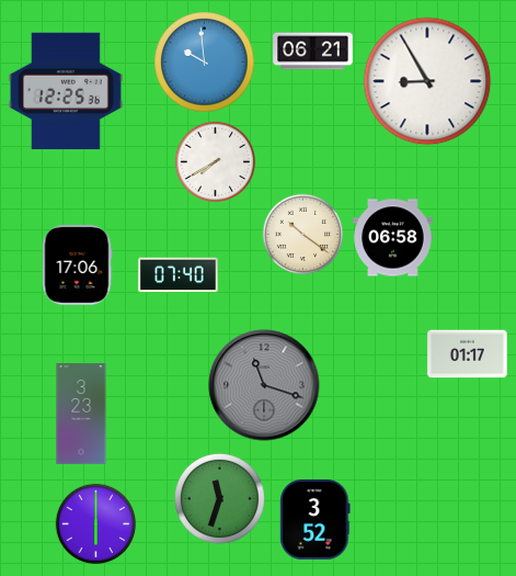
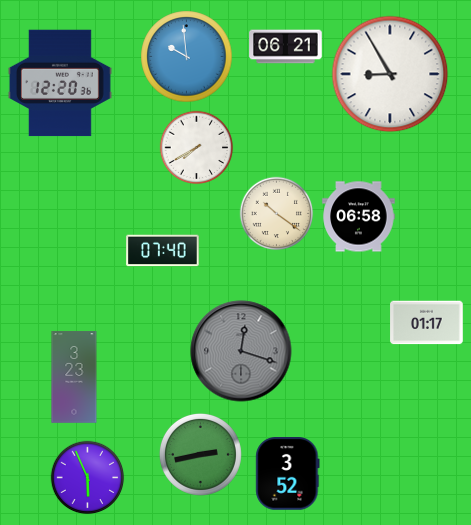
clock at (66, 91): 12:25 -> 12:20
clock at (77, 266): 17:06 -> none
clock at (264, 385): 11:18 -> 12:18
clock at (219, 498): 11:33 -> 2:43
clock at (96, 524): 6:00 -> 5:56
